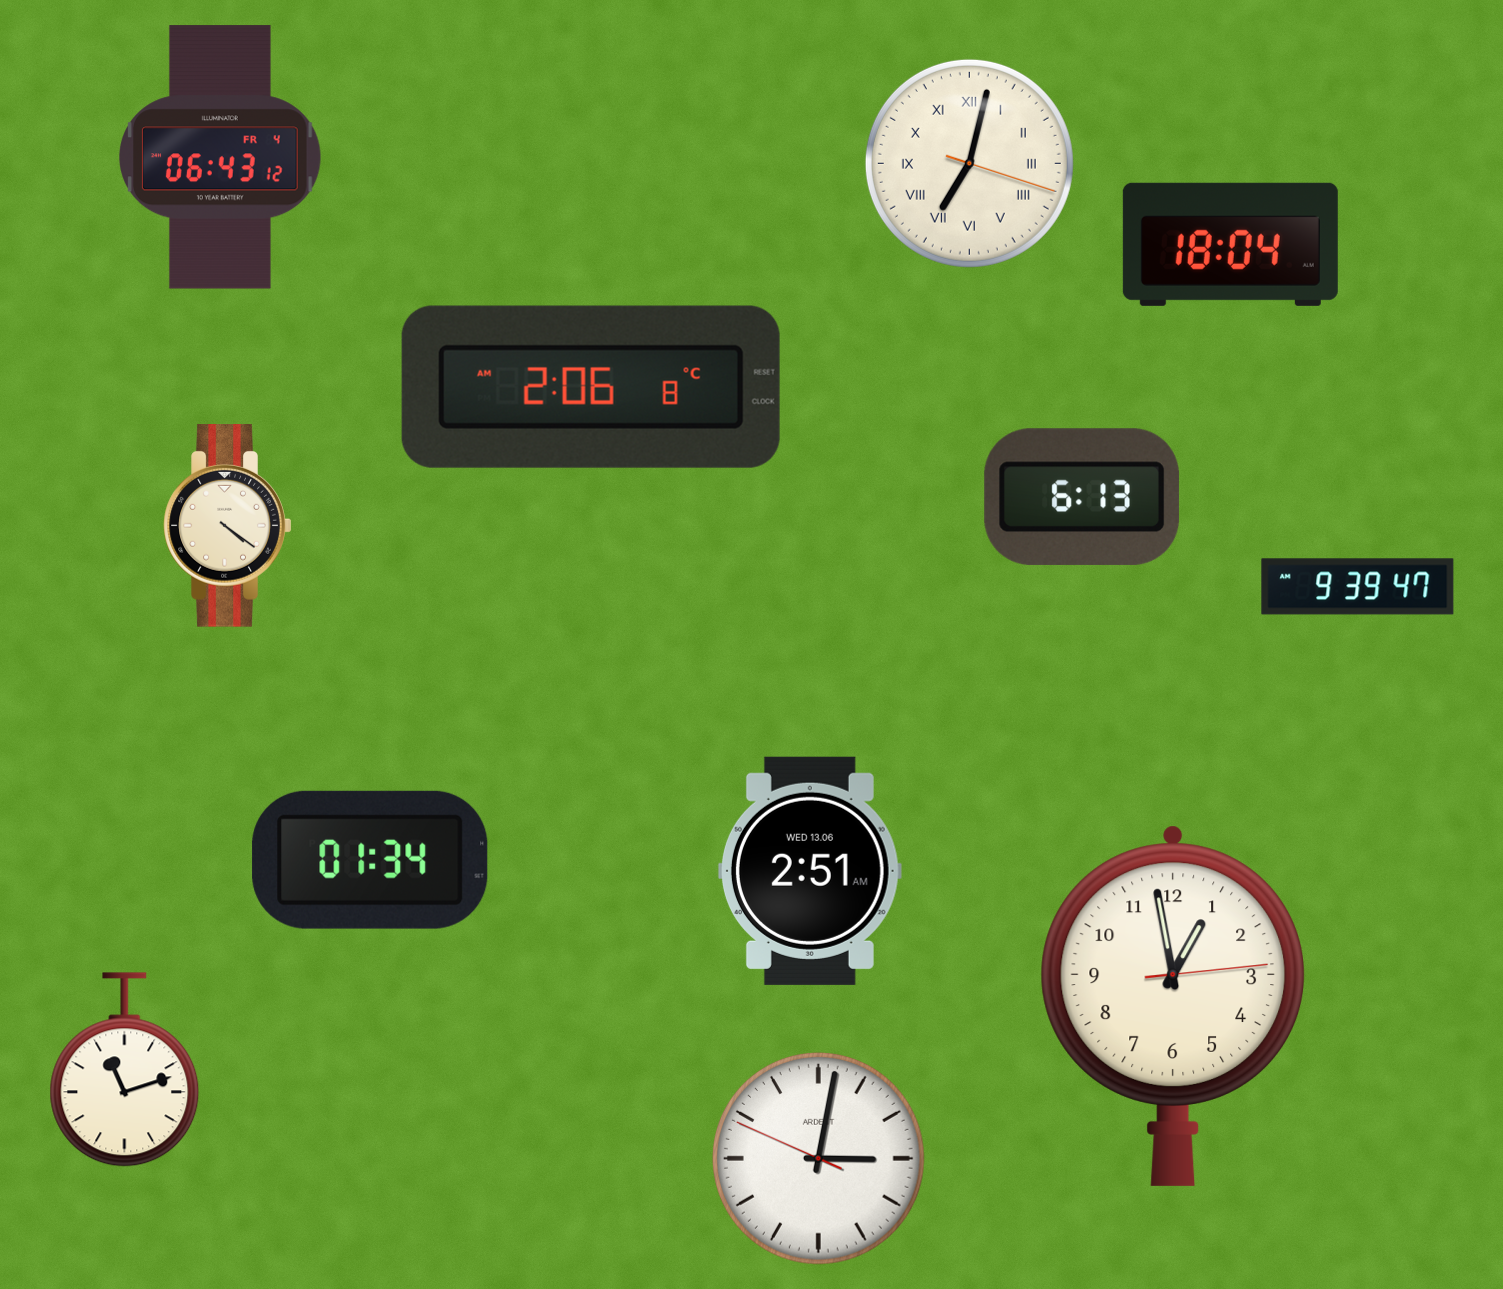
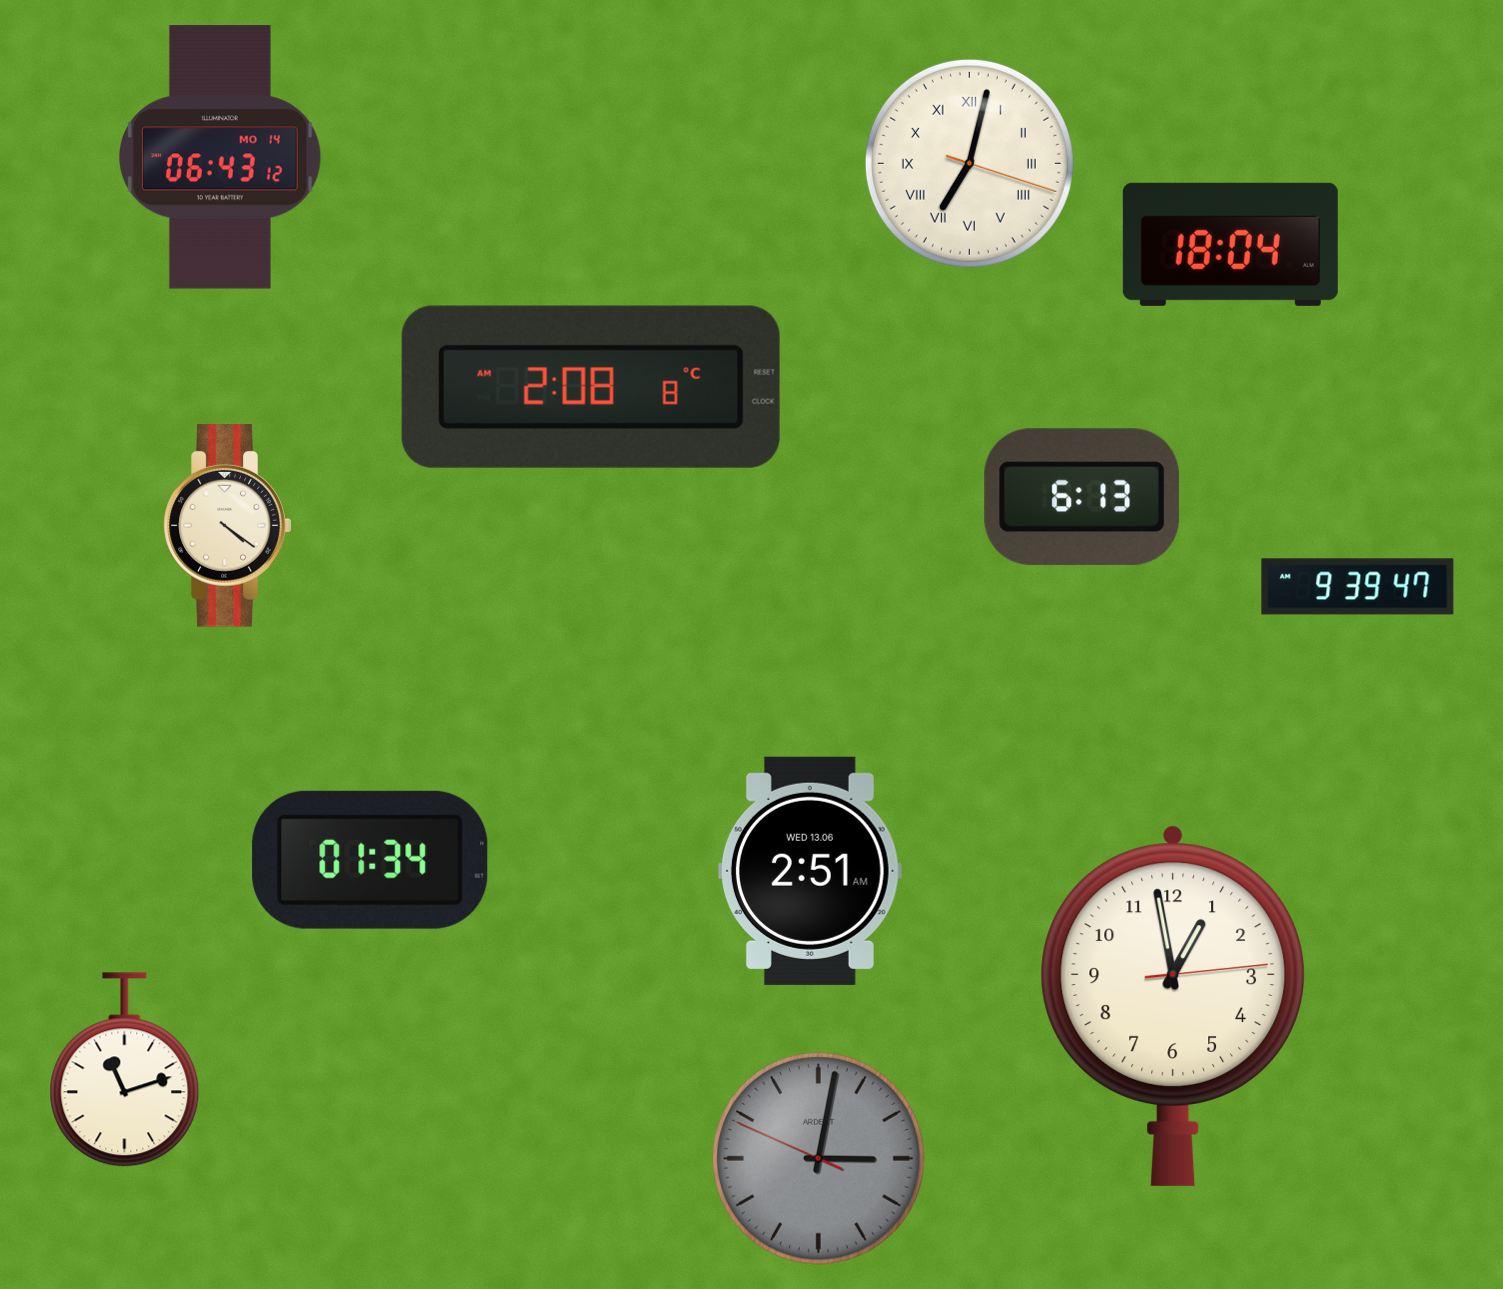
clock at (221, 157) date: FR 4 -> MO 14
clock at (591, 387): 2:06 -> 2:08
clock at (818, 1158) dial: white -> grey
